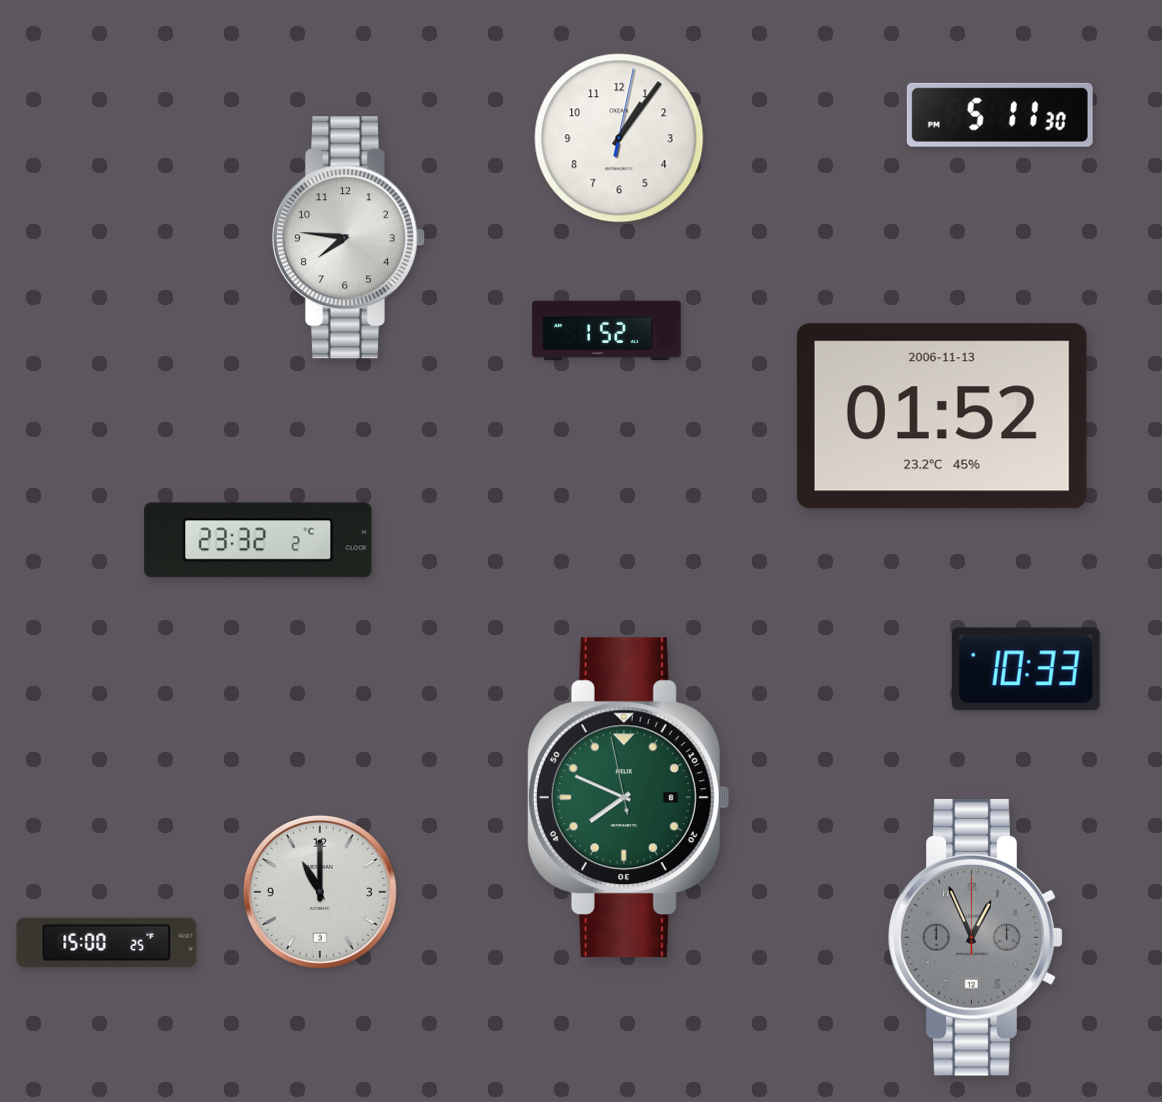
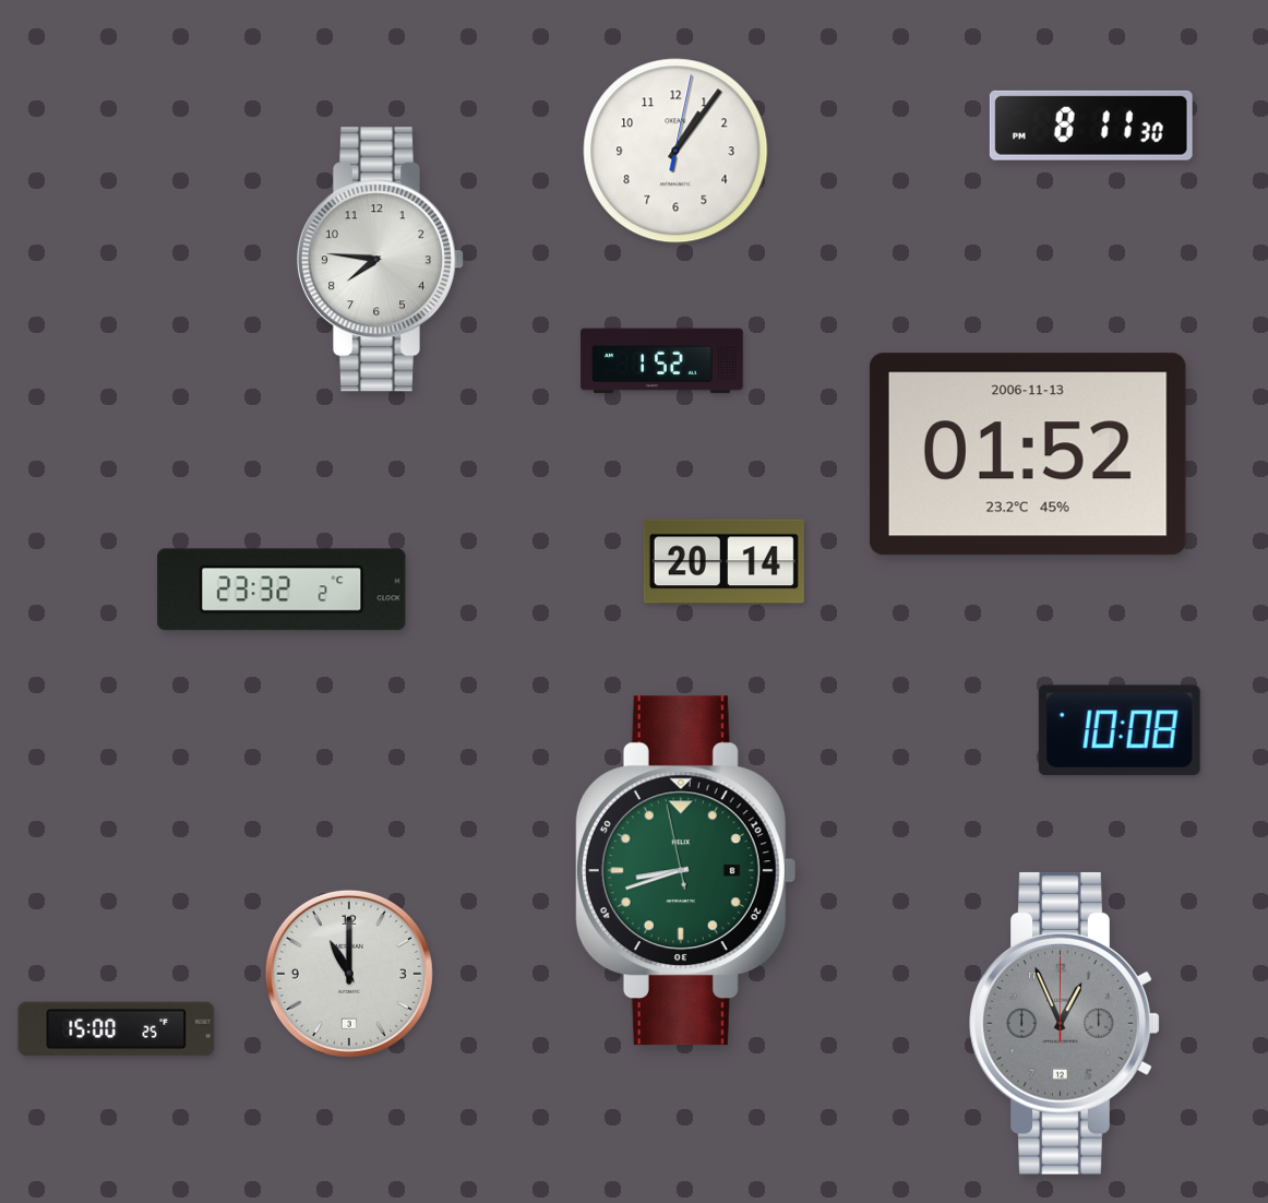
clock at (1000, 115): 5:11 -> 8:11
clock at (723, 562): none -> 20:14
clock at (1026, 669): 10:33 -> 10:08
clock at (628, 798): 7:48 -> 8:41
